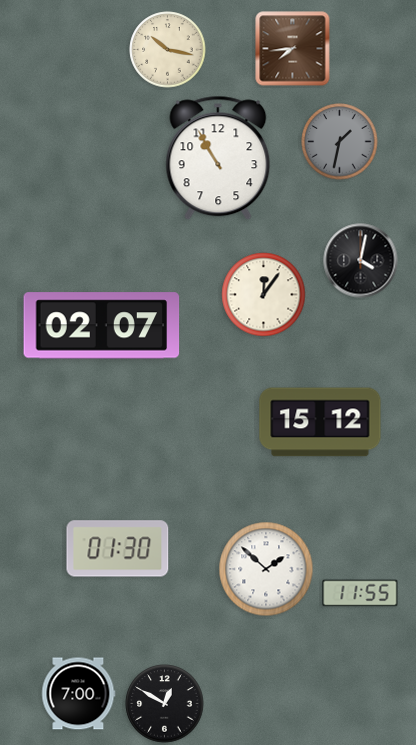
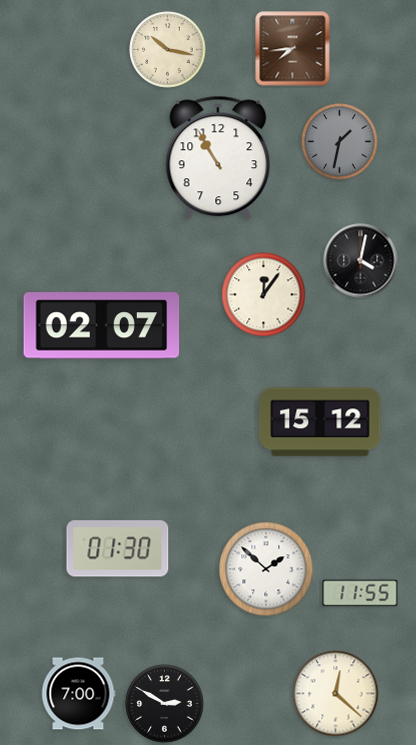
clock at (336, 694): none -> 12:22
clock at (165, 704): 12:50 -> 2:50
